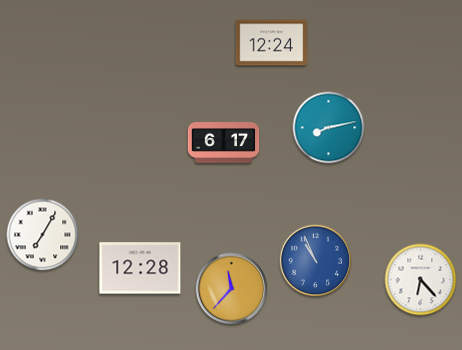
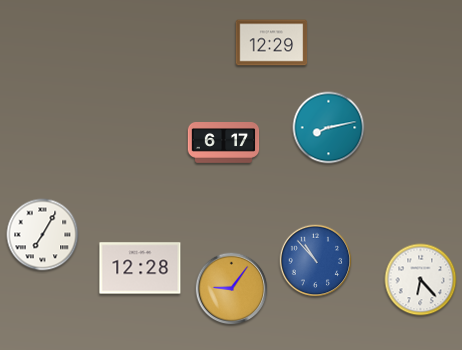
clock at (272, 43): 12:24 -> 12:29
clock at (316, 261): 10:56 -> 10:53
clock at (232, 289): 11:37 -> 9:06
